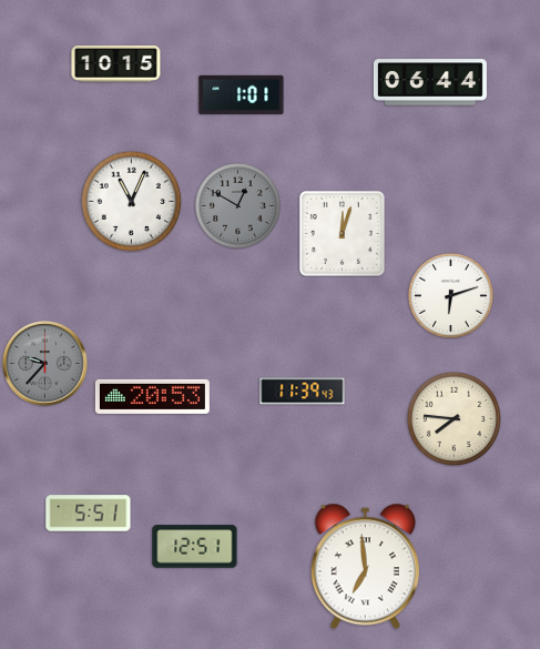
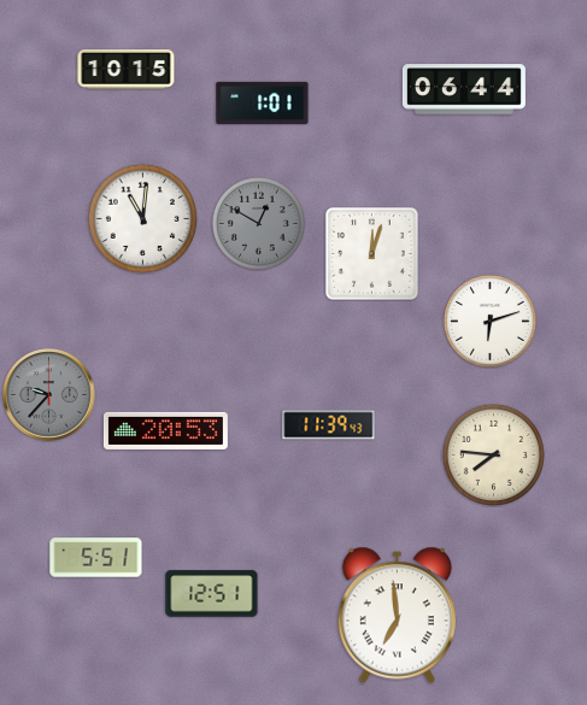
clock at (430, 82) position: (430, 82) -> (464, 89)
clock at (131, 201): 11:04 -> 11:01
